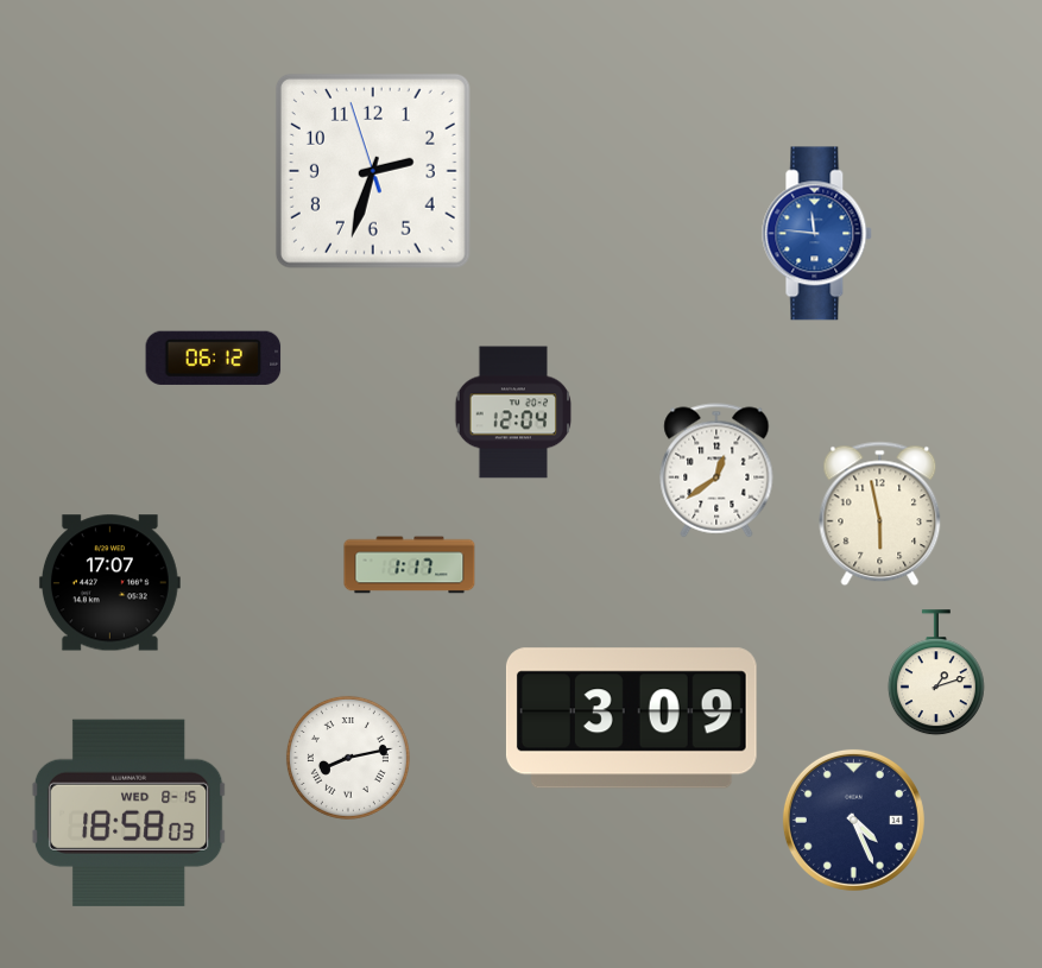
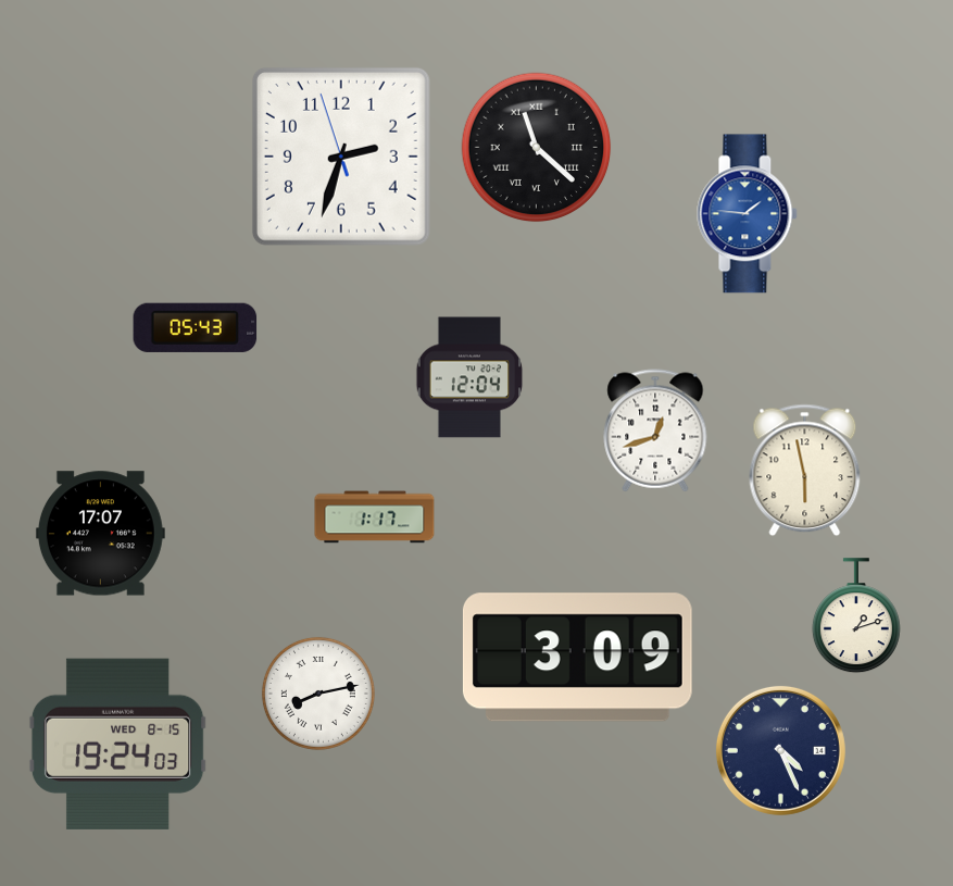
clock at (537, 148): none -> 11:22
clock at (817, 234): 11:46 -> 1:46
clock at (214, 358): 06:12 -> 05:43
clock at (716, 470): 12:39 -> 12:42
clock at (128, 812): 18:58 -> 19:24
